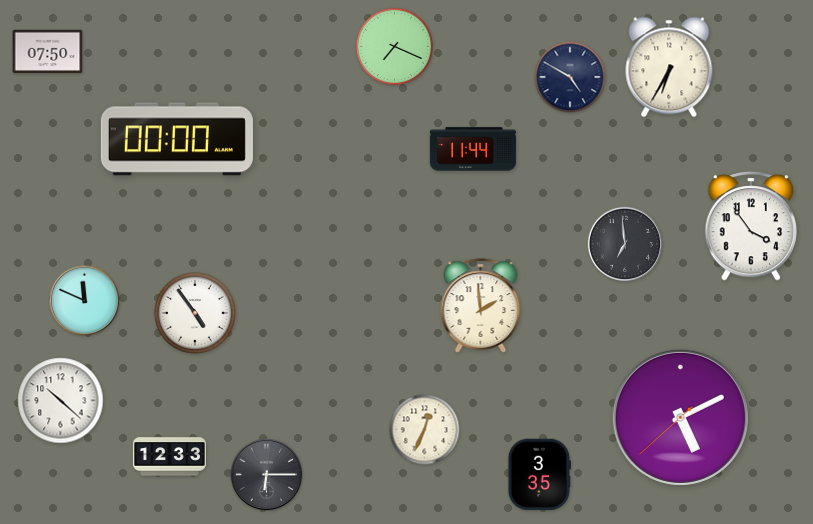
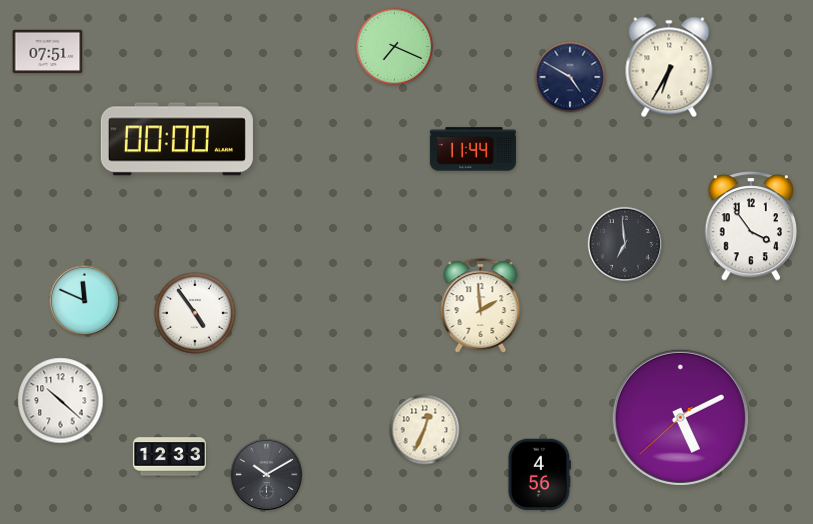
clock at (48, 52): 07:50 -> 07:51
clock at (267, 475): 6:15 -> 10:10
clock at (539, 475): 3:35 -> 4:56
